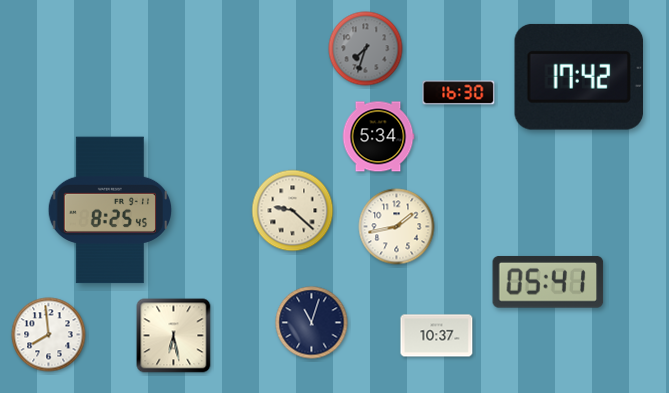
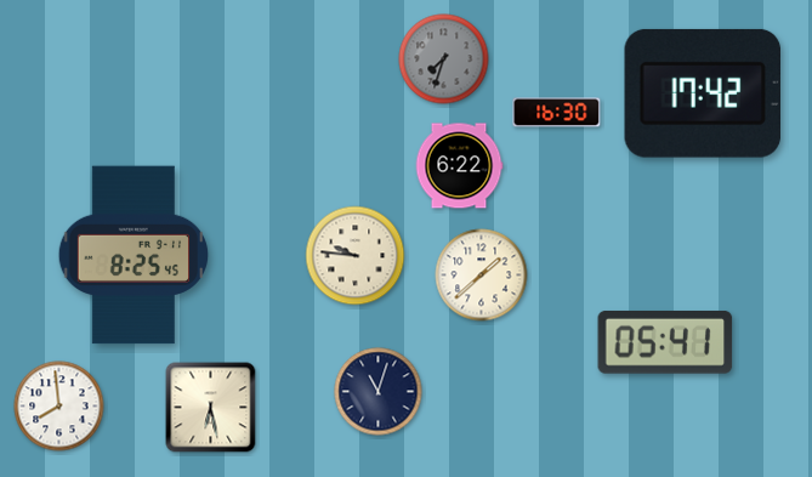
clock at (378, 137): 5:34 -> 6:22
clock at (293, 211): 9:22 -> 9:46
clock at (397, 227): 1:43 -> 1:38
clock at (437, 336): 10:37 -> none
